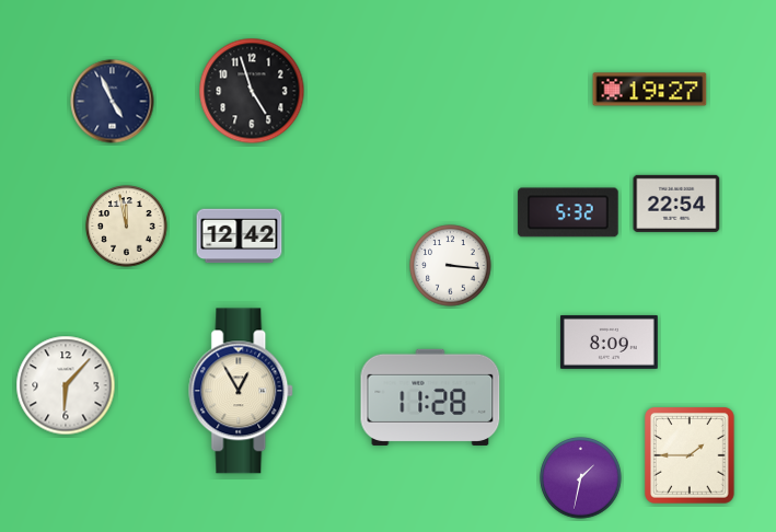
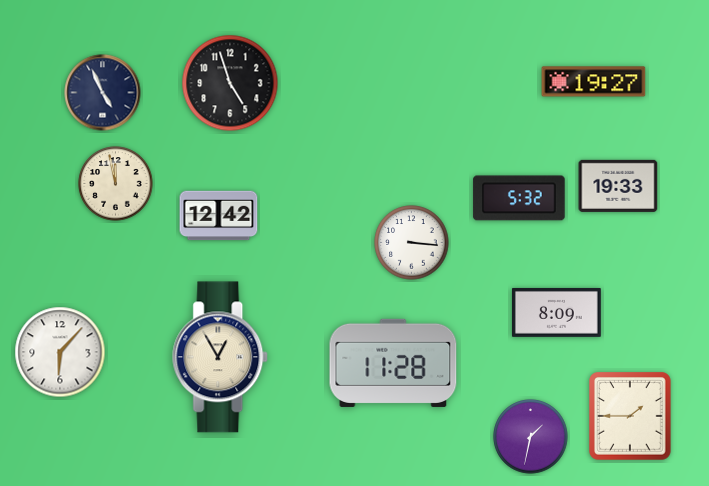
clock at (676, 204): 22:54 -> 19:33
clock at (568, 212) position: (568, 212) -> (519, 198)
clock at (127, 227) position: (127, 227) -> (116, 184)
